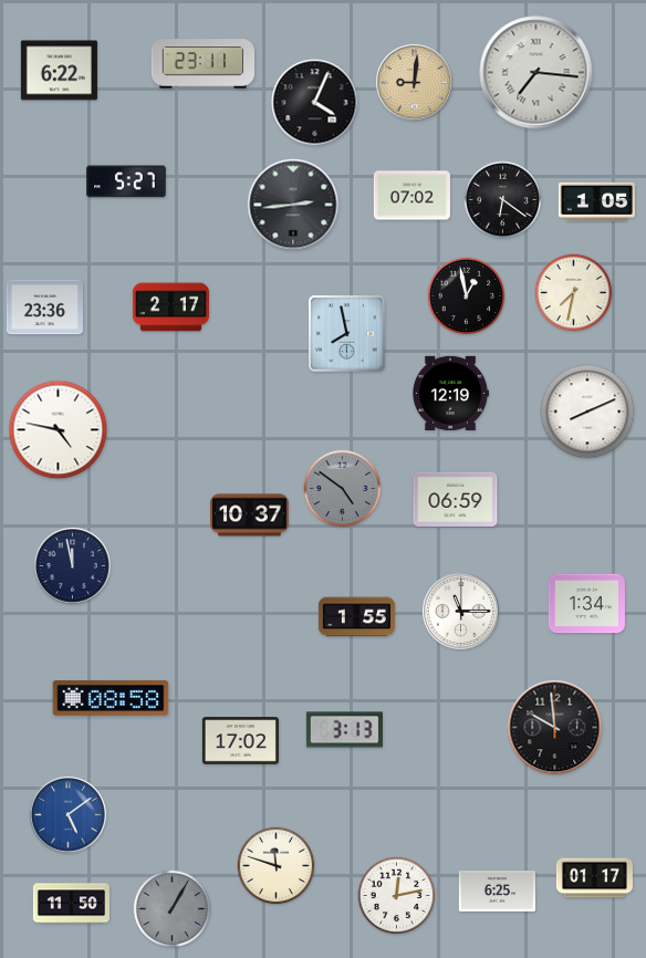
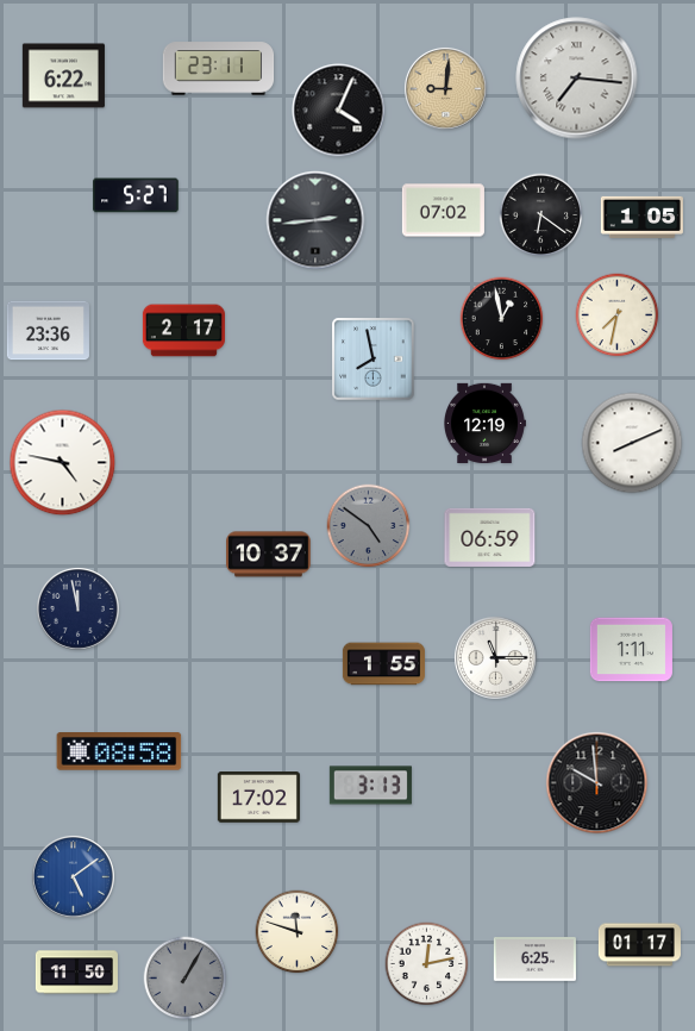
clock at (586, 604): 1:34 -> 1:11
